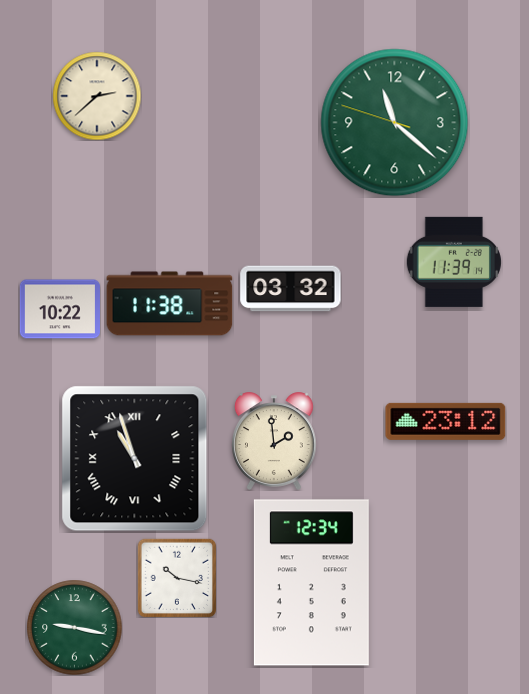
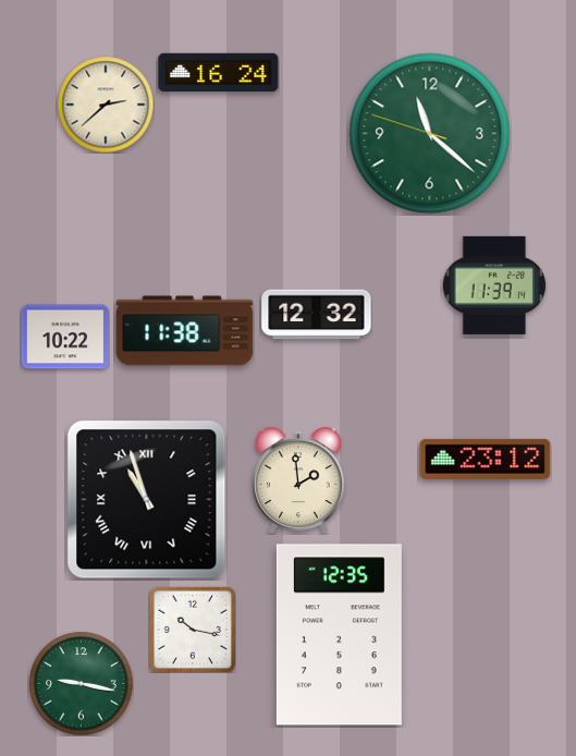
clock at (219, 72): none -> 16:24
clock at (291, 289): 03:32 -> 12:32
clock at (311, 583): 12:34 -> 12:35
